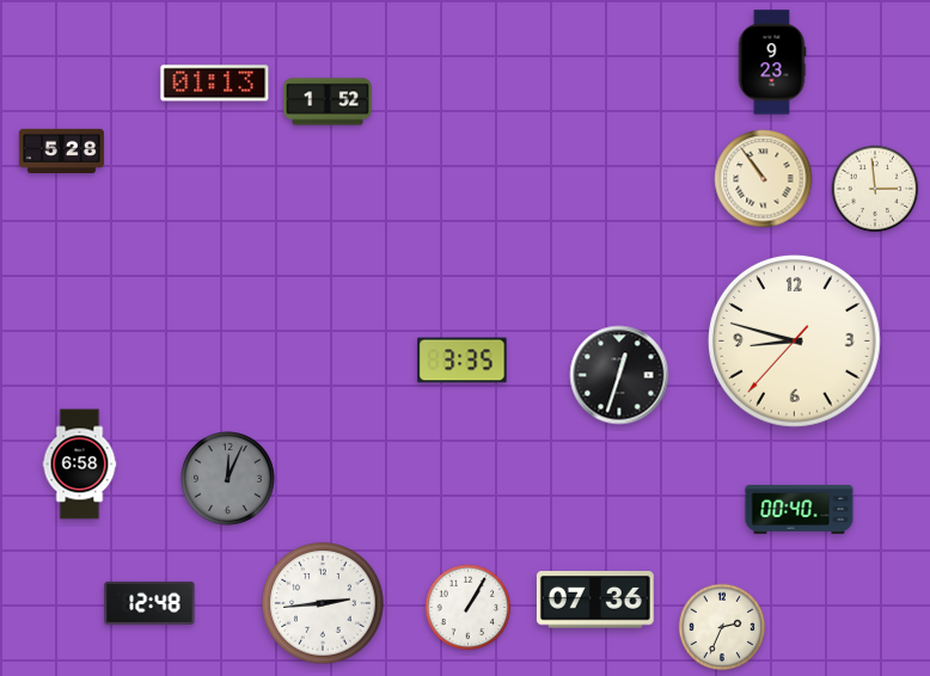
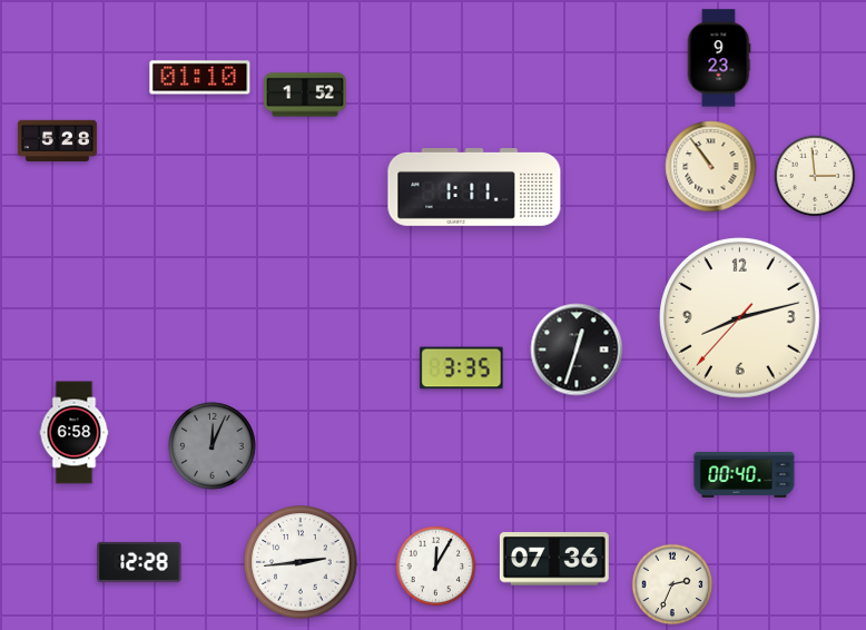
clock at (215, 84): 01:13 -> 01:10
clock at (474, 188): none -> 1:11
clock at (795, 342): 8:47 -> 8:12
clock at (463, 361) position: (463, 361) -> (462, 368)
clock at (149, 603): 12:48 -> 12:28
clock at (469, 608): 1:05 -> 12:05
